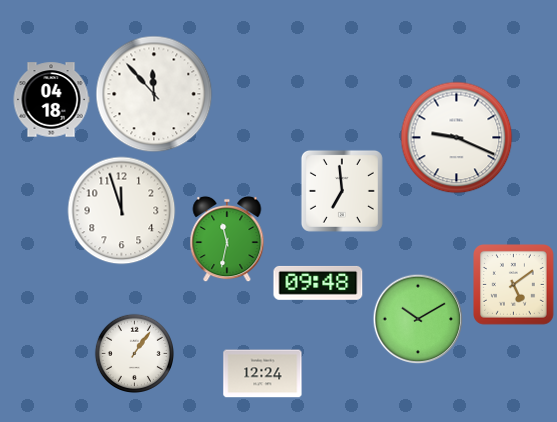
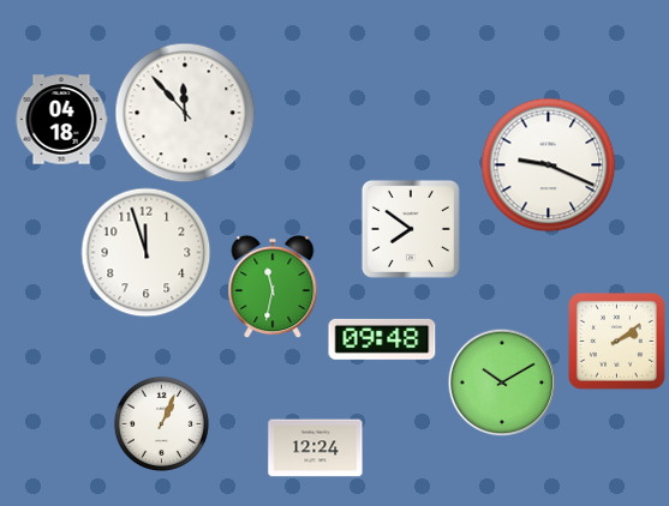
clock at (342, 191): 6:59 -> 7:51
clock at (514, 285): 5:09 -> 2:09
clock at (134, 353): 1:06 -> 1:04
